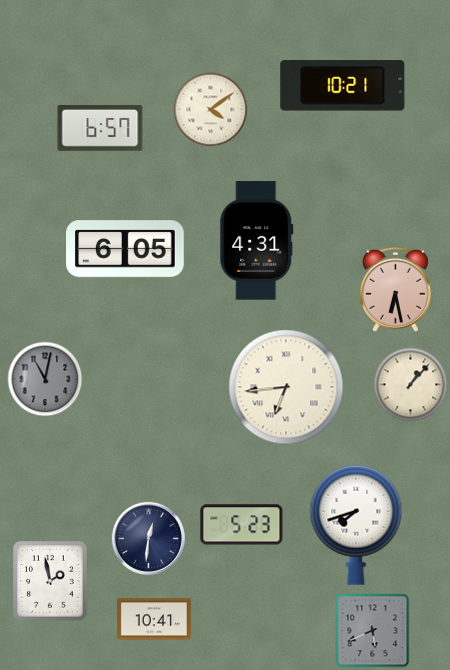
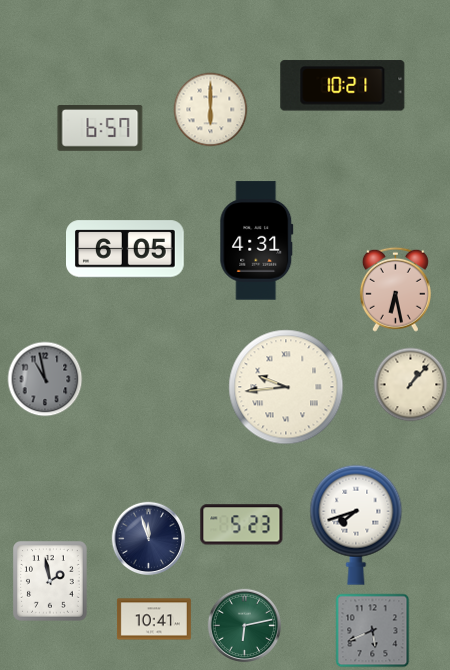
clock at (211, 110): 4:09 -> 6:00
clock at (45, 379): 11:02 -> 10:58
clock at (286, 387): 6:44 -> 9:44
clock at (149, 539): 12:31 -> 11:57
clock at (245, 626): none -> 6:13
